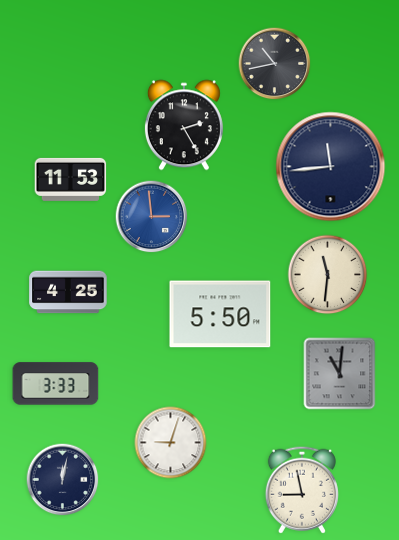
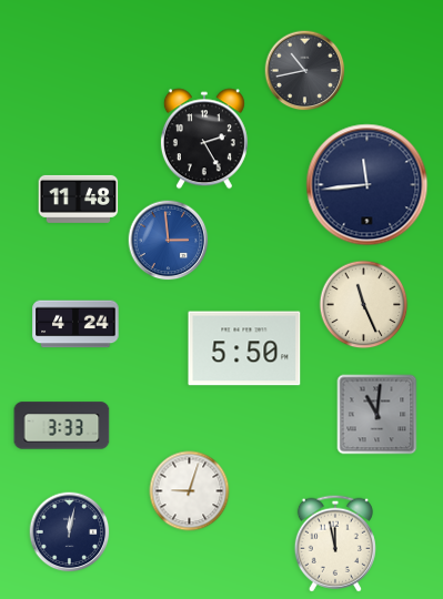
clock at (71, 179): 11:53 -> 11:48
clock at (328, 275): 11:31 -> 11:26
clock at (68, 292): 4:25 -> 4:24
clock at (302, 490): 8:58 -> 11:58
